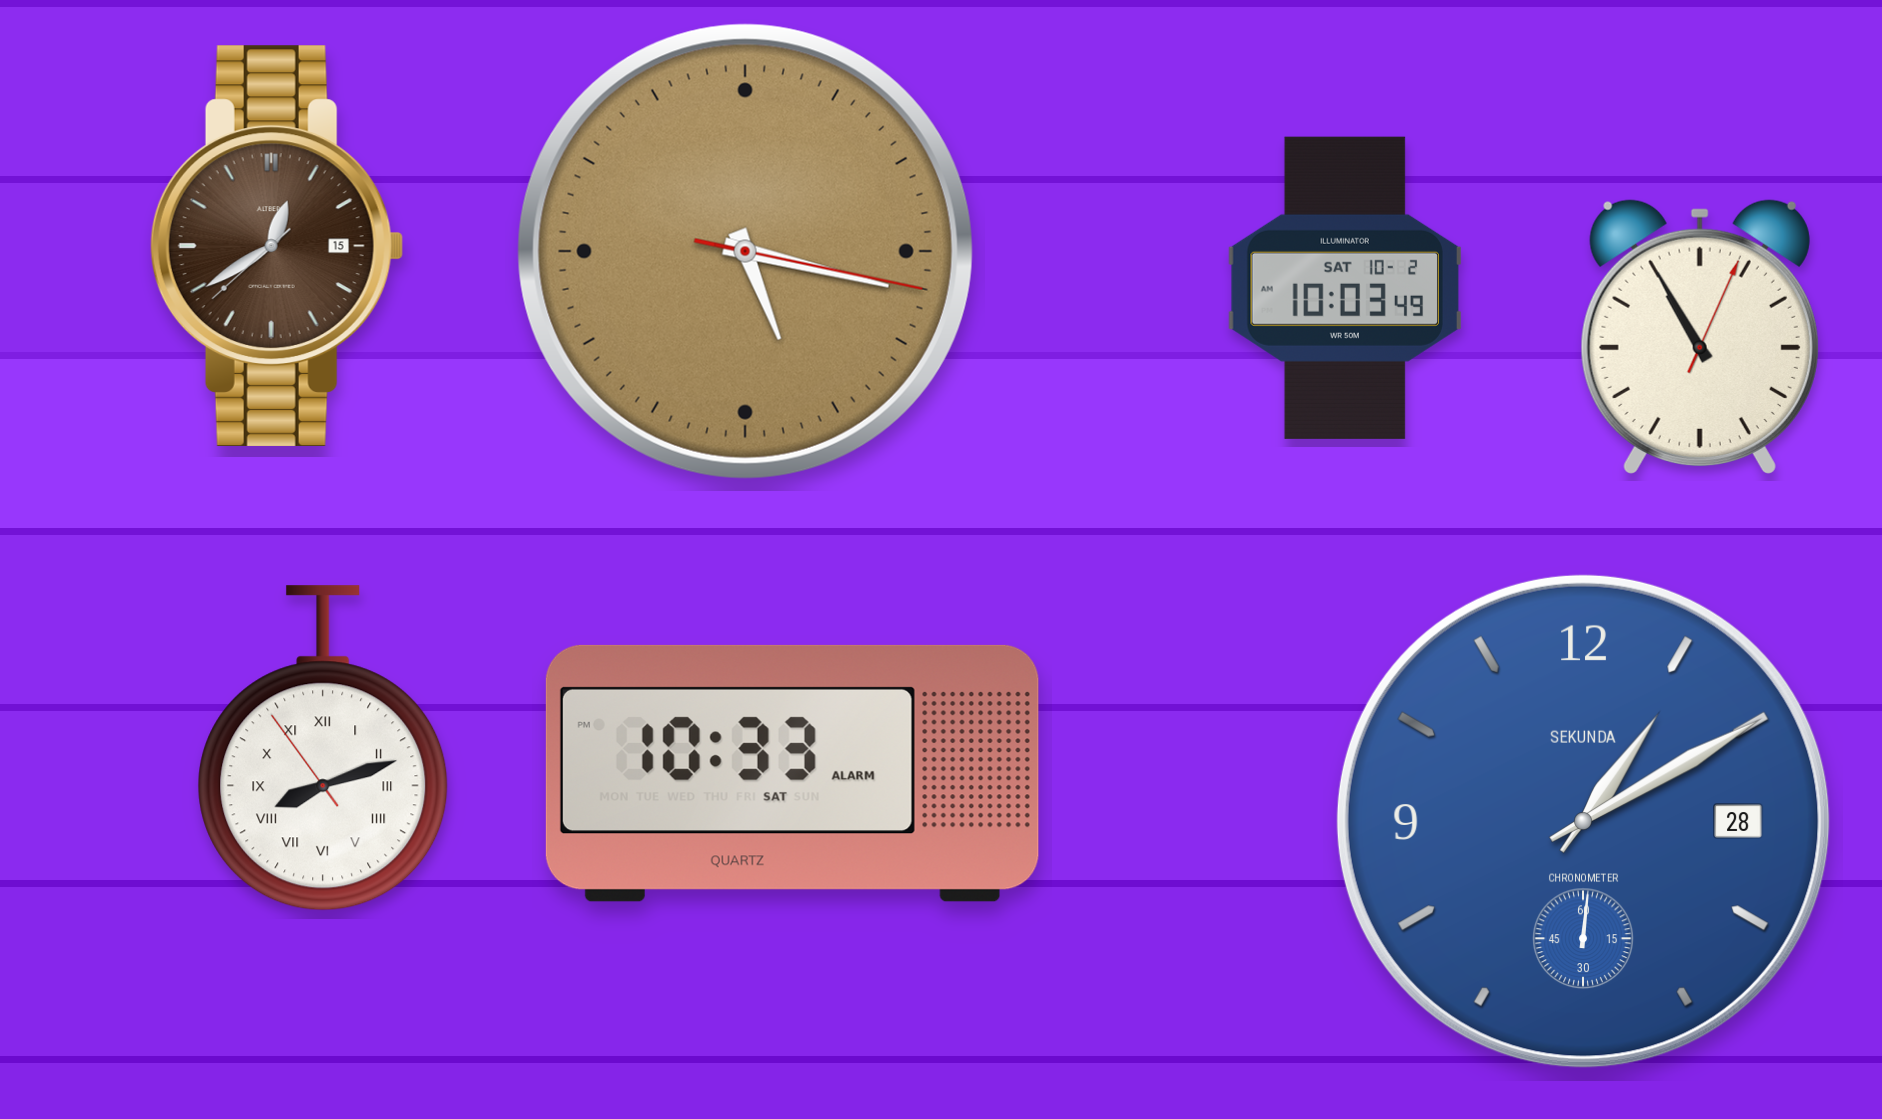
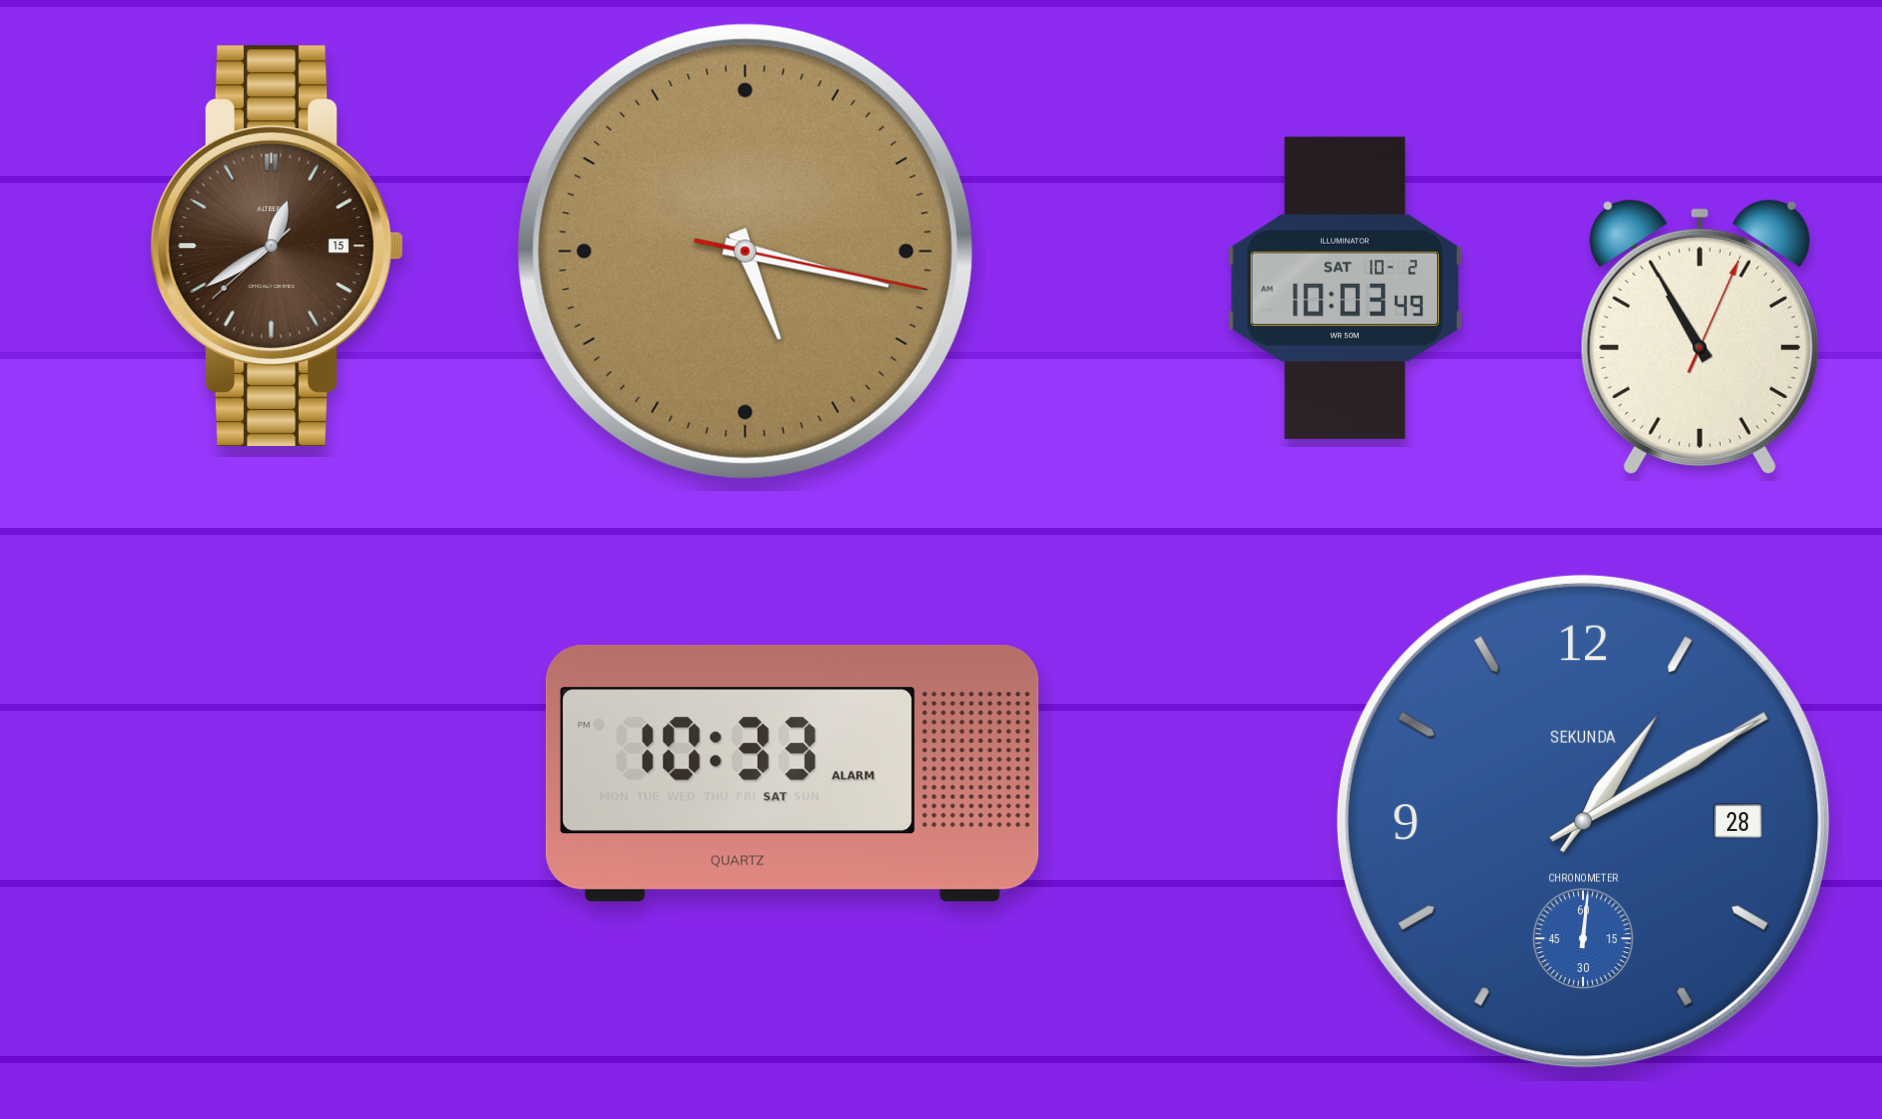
clock at (323, 748): 8:11 -> none
